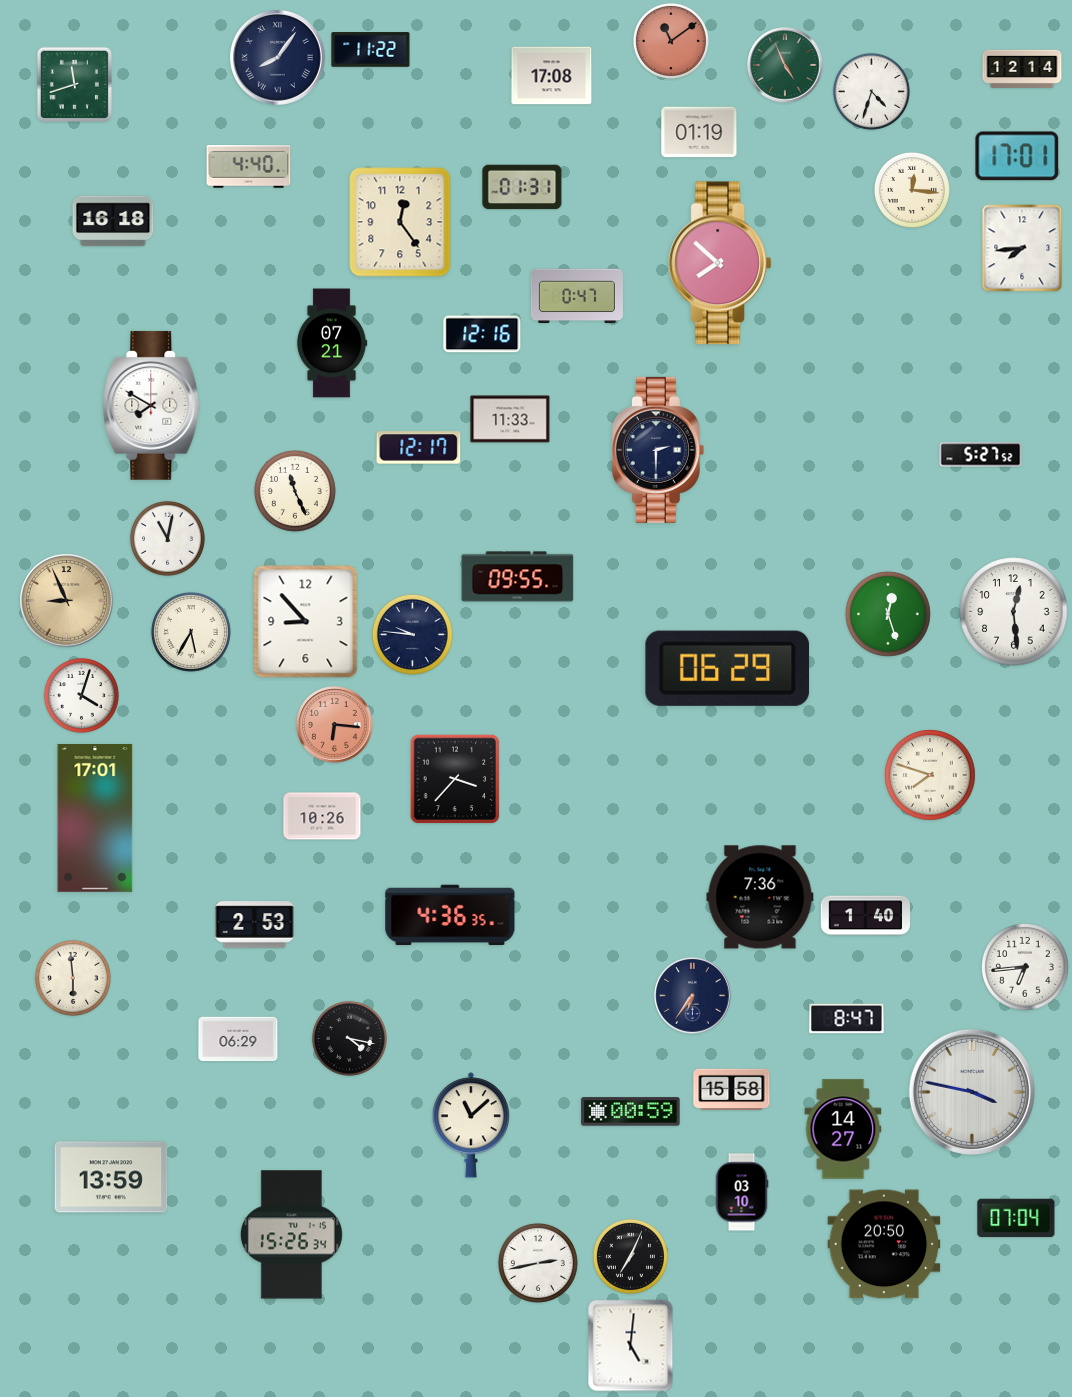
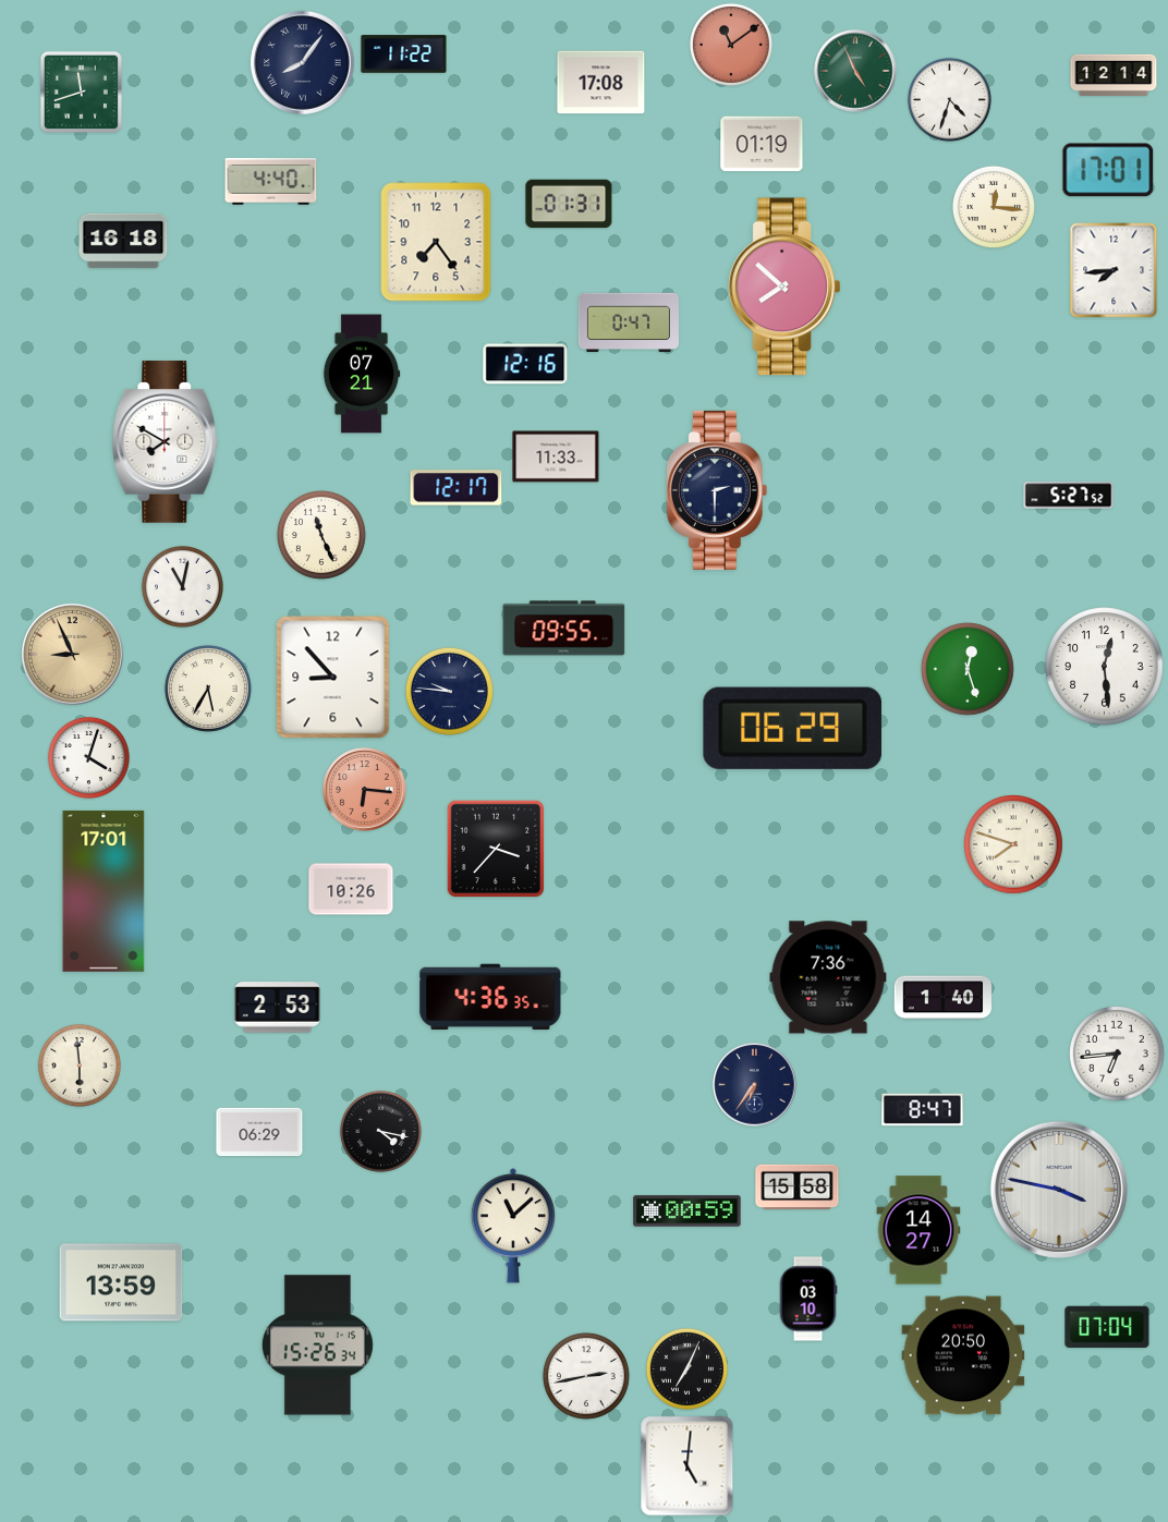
clock at (400, 222): 12:24 -> 7:24
